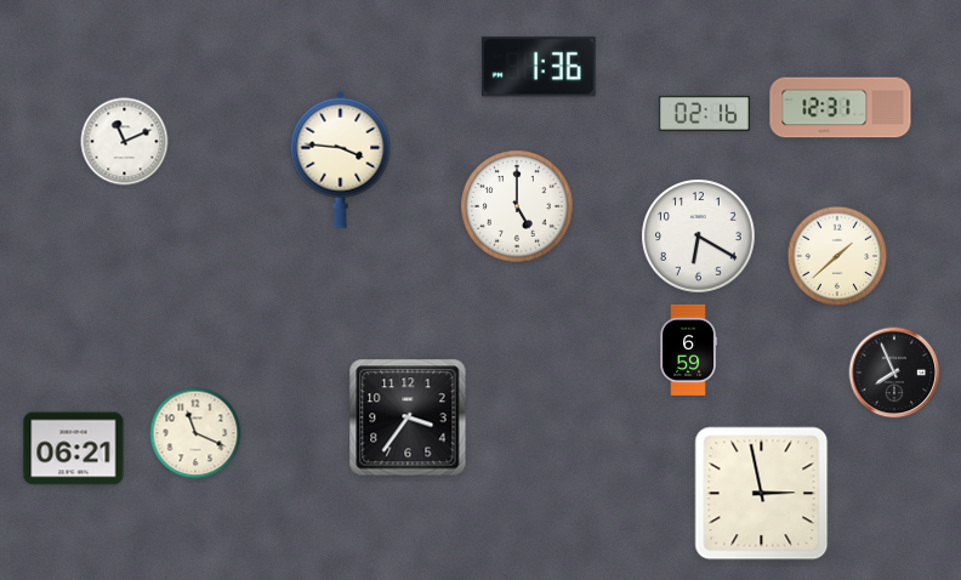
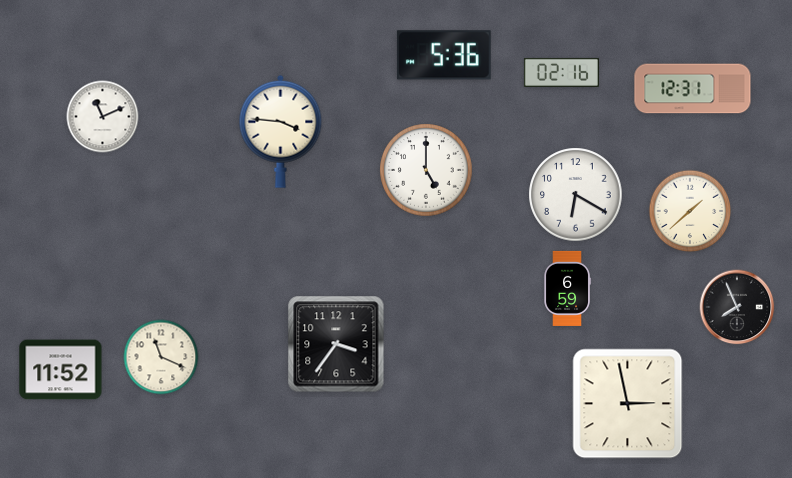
clock at (539, 67): 1:36 -> 5:36
clock at (704, 113) position: (704, 113) -> (561, 72)
clock at (74, 449): 06:21 -> 11:52
clock at (762, 494) position: (762, 494) -> (628, 404)
